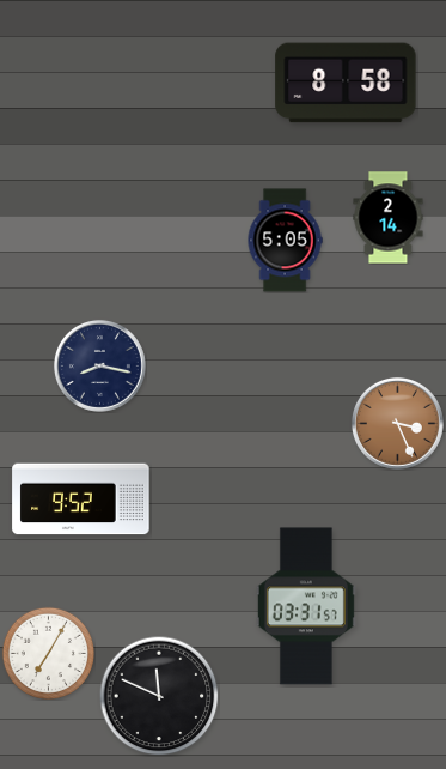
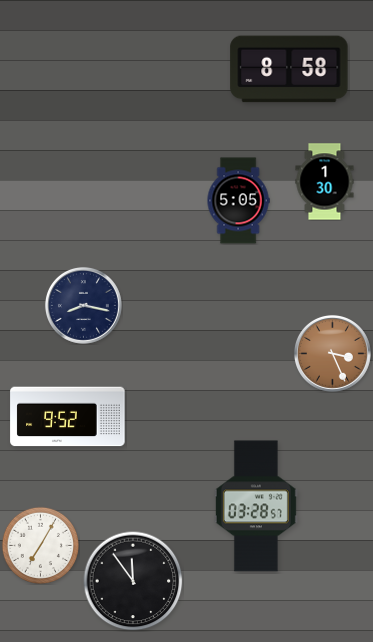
clock at (389, 218): 2:14 -> 1:30
clock at (306, 606): 03:31 -> 03:28
clock at (159, 696): 11:49 -> 11:54
